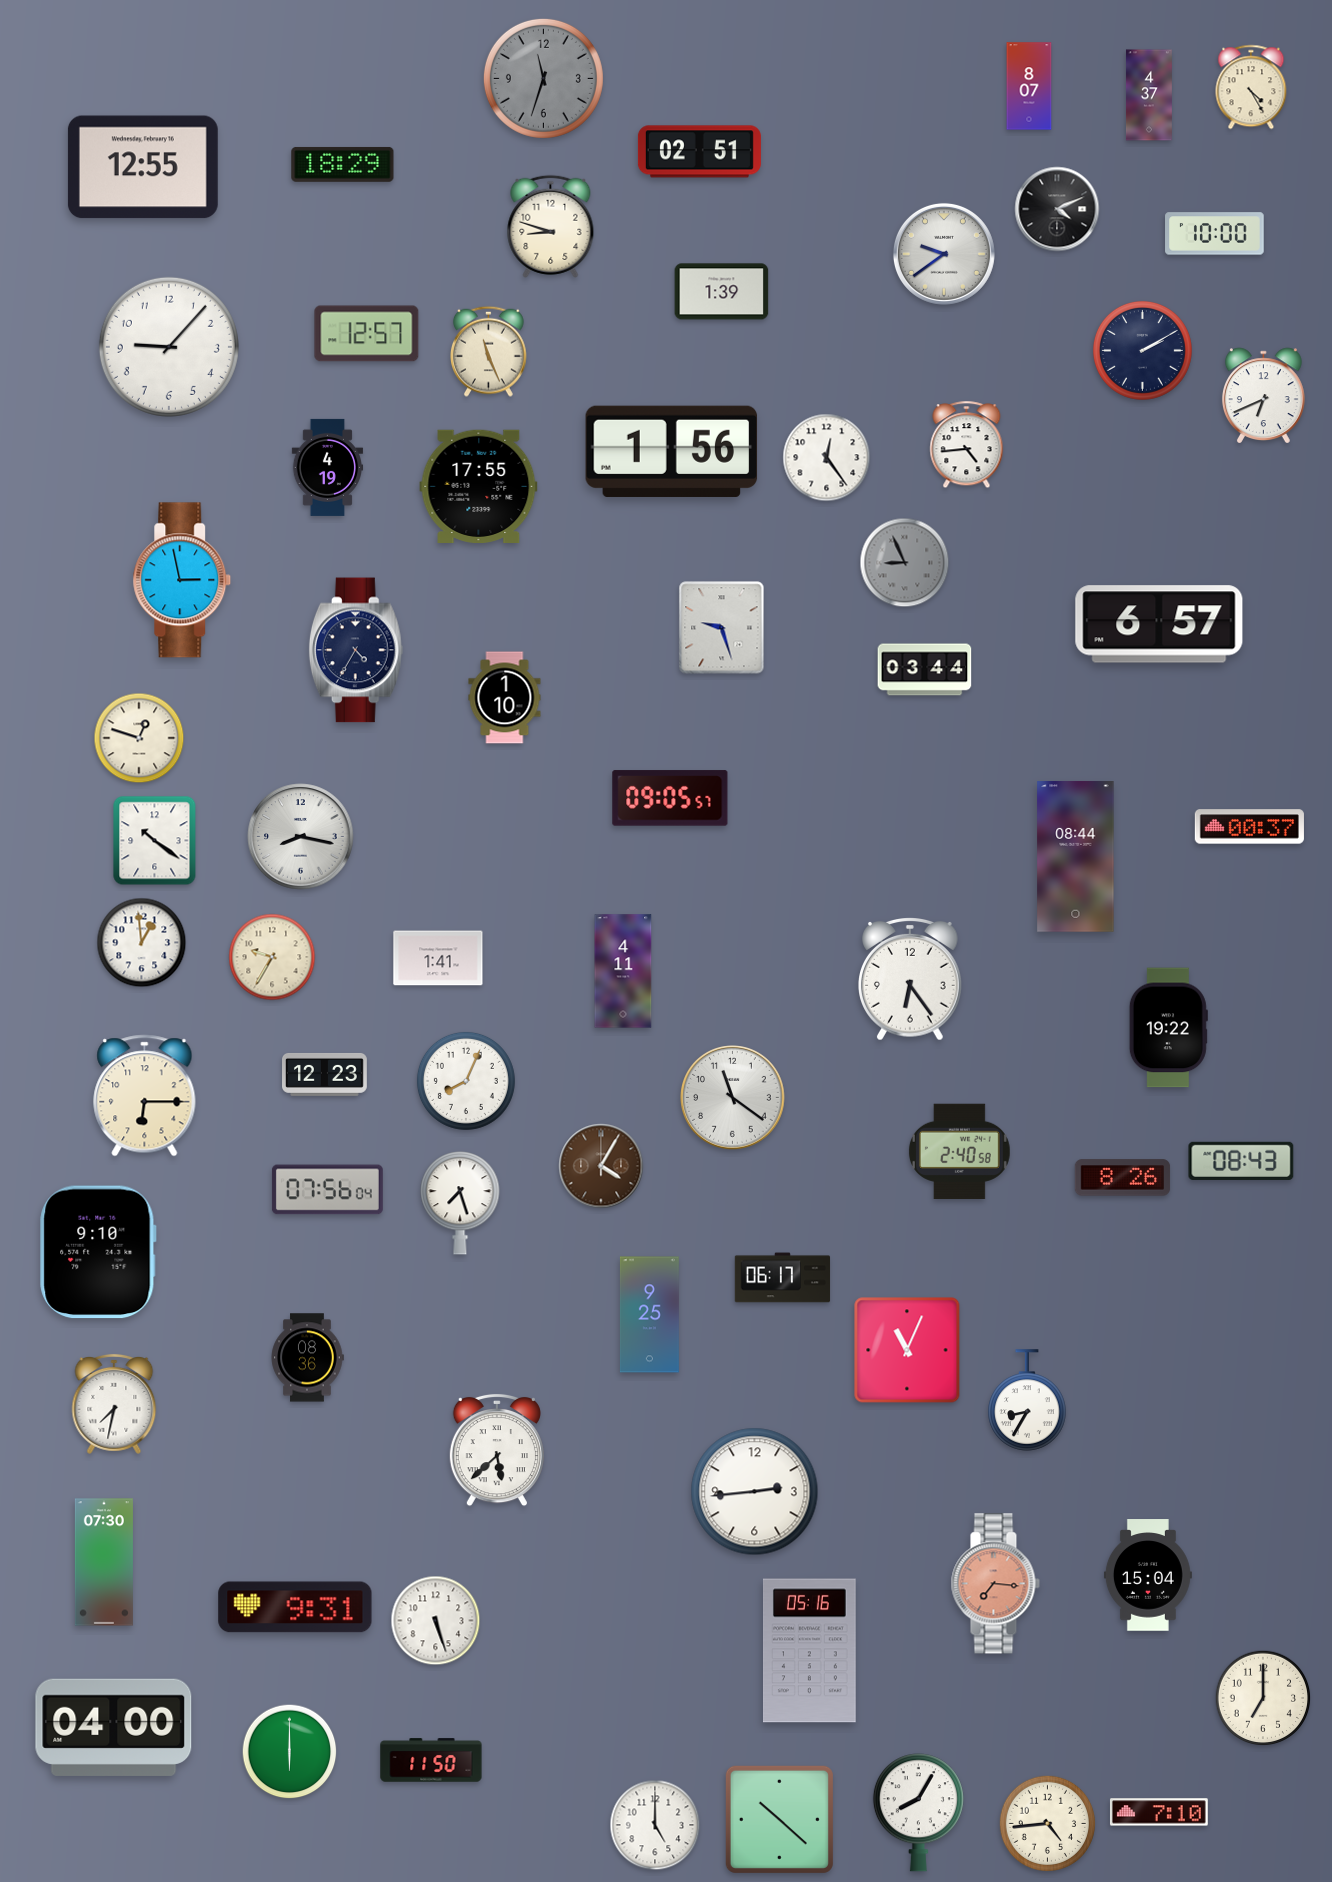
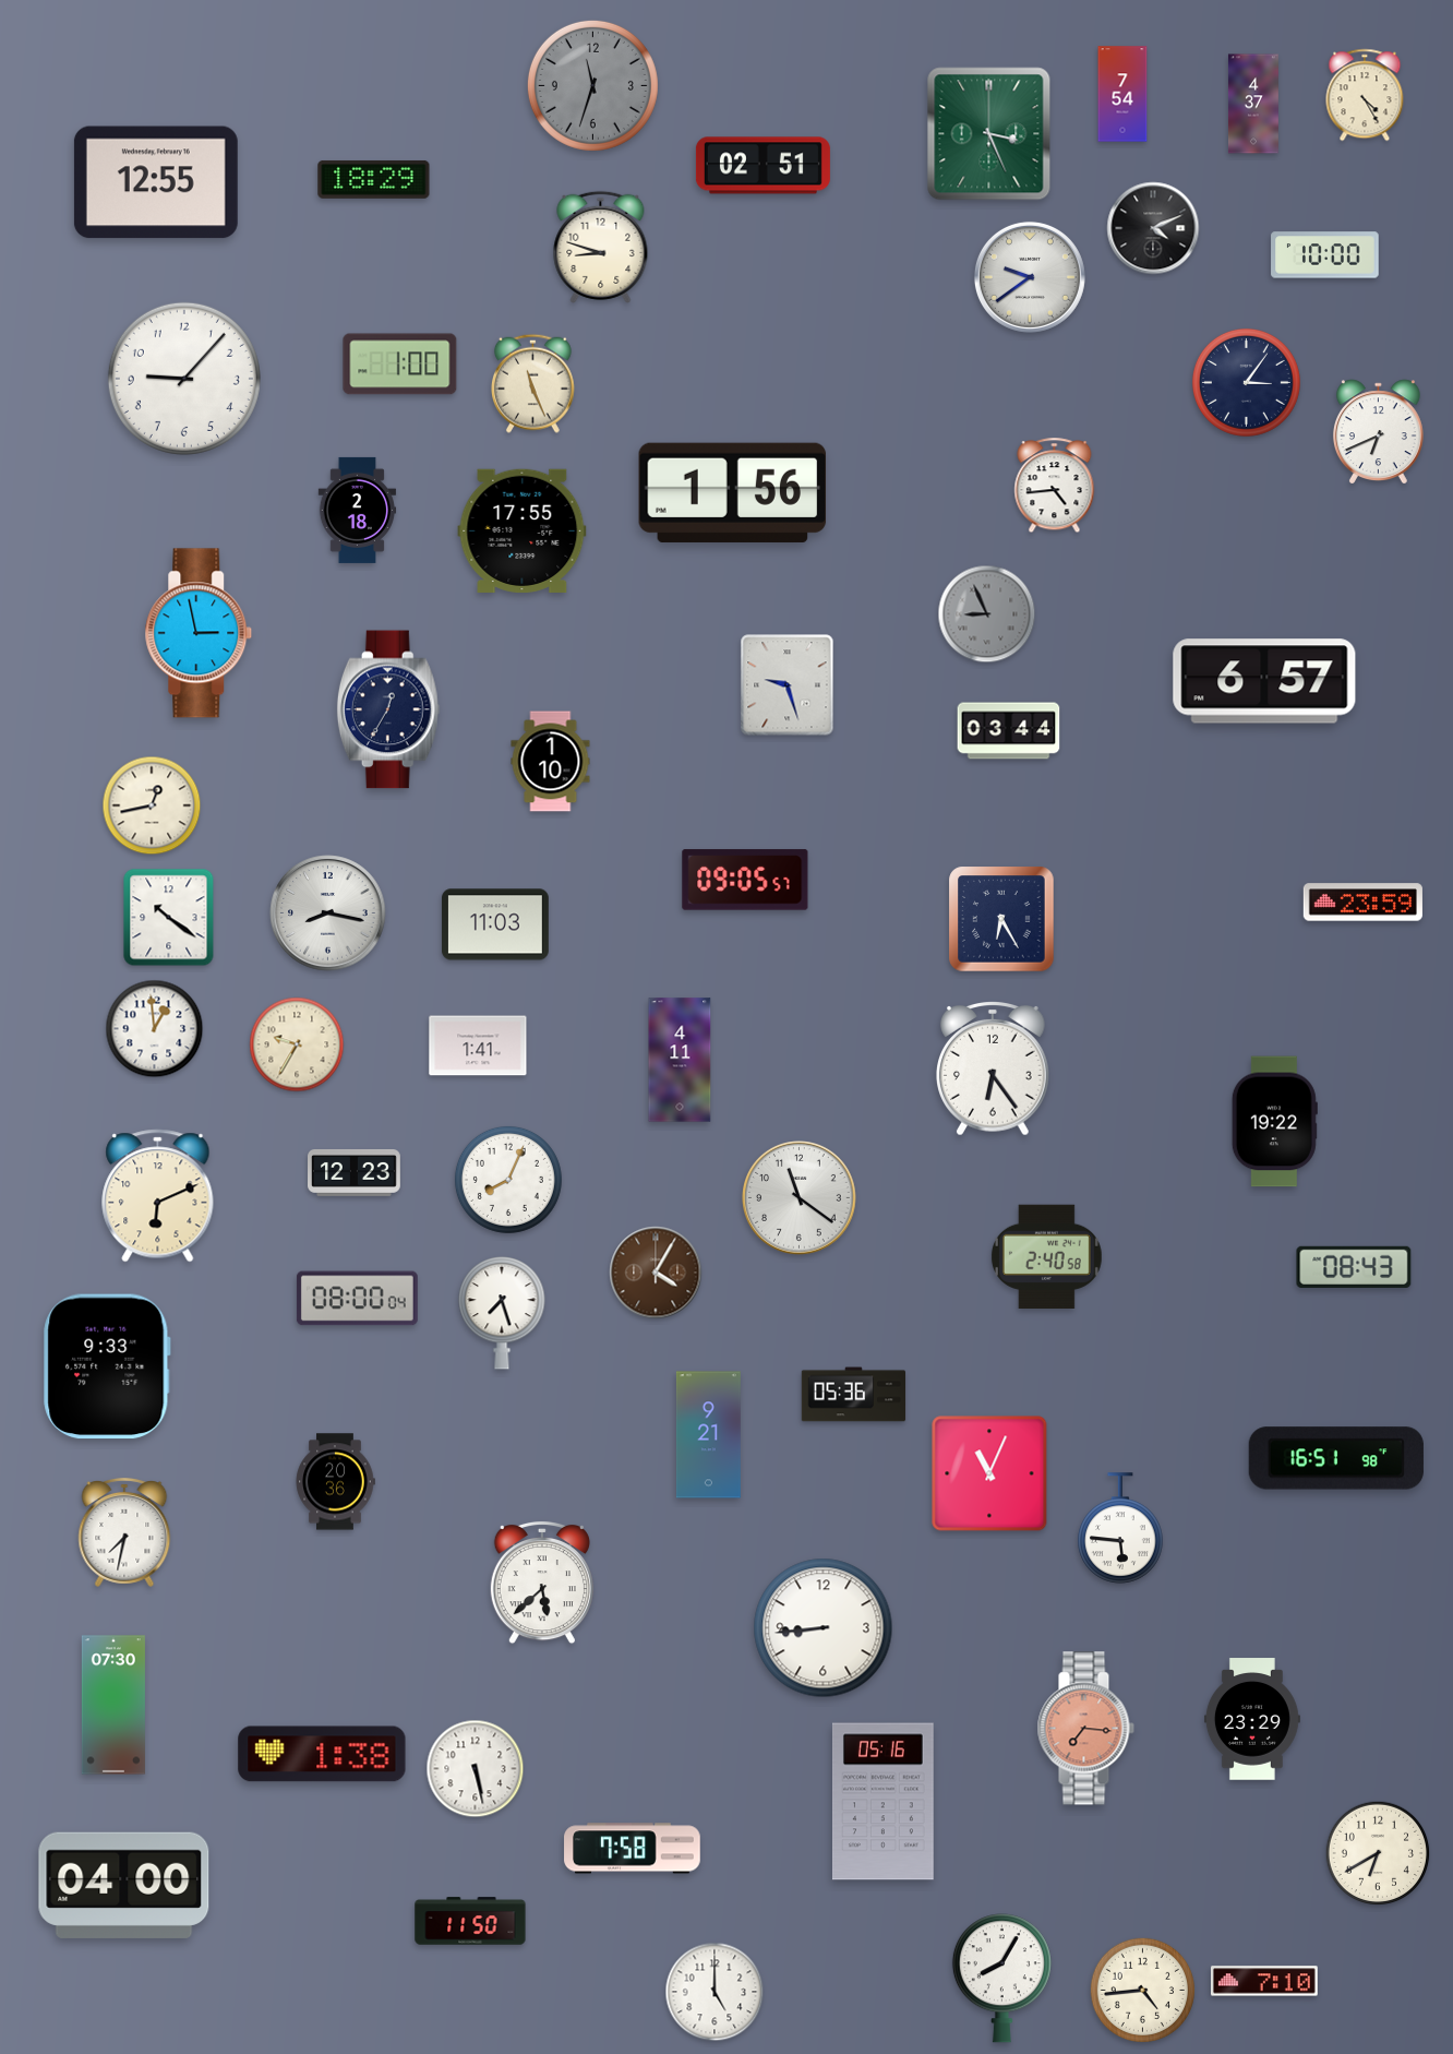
clock at (1029, 86): 8:07 -> 7:54
clock at (989, 134): none -> 3:26
clock at (722, 292): 1:39 -> none
clock at (367, 334): 12:57 -> 1:00
clock at (1142, 350): 2:10 -> 3:06
clock at (827, 458): 12:24 -> none
clock at (328, 467): 4:19 -> 2:18
clock at (356, 650): 4:35 -> 12:35
clock at (139, 738): 12:48 -> 12:43
clock at (670, 798) position: (670, 798) -> (745, 880)
clock at (1249, 827): 00:37 -> 23:59
clock at (1001, 919): none -> 6:25
clock at (495, 924): none -> 11:03
clock at (1076, 857): 08:44 -> none
clock at (145, 1096): 6:15 -> 6:11
clock at (1123, 1178): 8:26 -> none
clock at (327, 1190): 07:56 -> 08:00
clock at (98, 1252): 9:10 -> 9:33
clock at (783, 1278): 06:17 -> 05:36
clock at (649, 1315): 9:25 -> 9:21
clock at (1336, 1458): none -> 16:51
clock at (307, 1358): 08:36 -> 20:36
clock at (1027, 1400): 8:35 -> 5:46
clock at (755, 1492): 2:44 -> 8:44
clock at (1148, 1575): 15:04 -> 23:29
clock at (295, 1607): 9:31 -> 1:38
clock at (436, 1621): 5:27 -> 5:28
clock at (633, 1849): none -> 7:58
clock at (1263, 1698): 7:00 -> 6:40
clock at (290, 1752): 6:00 -> none
clock at (1159, 1812) position: (1159, 1812) -> (1264, 1981)
clock at (779, 1819): 10:22 -> none
